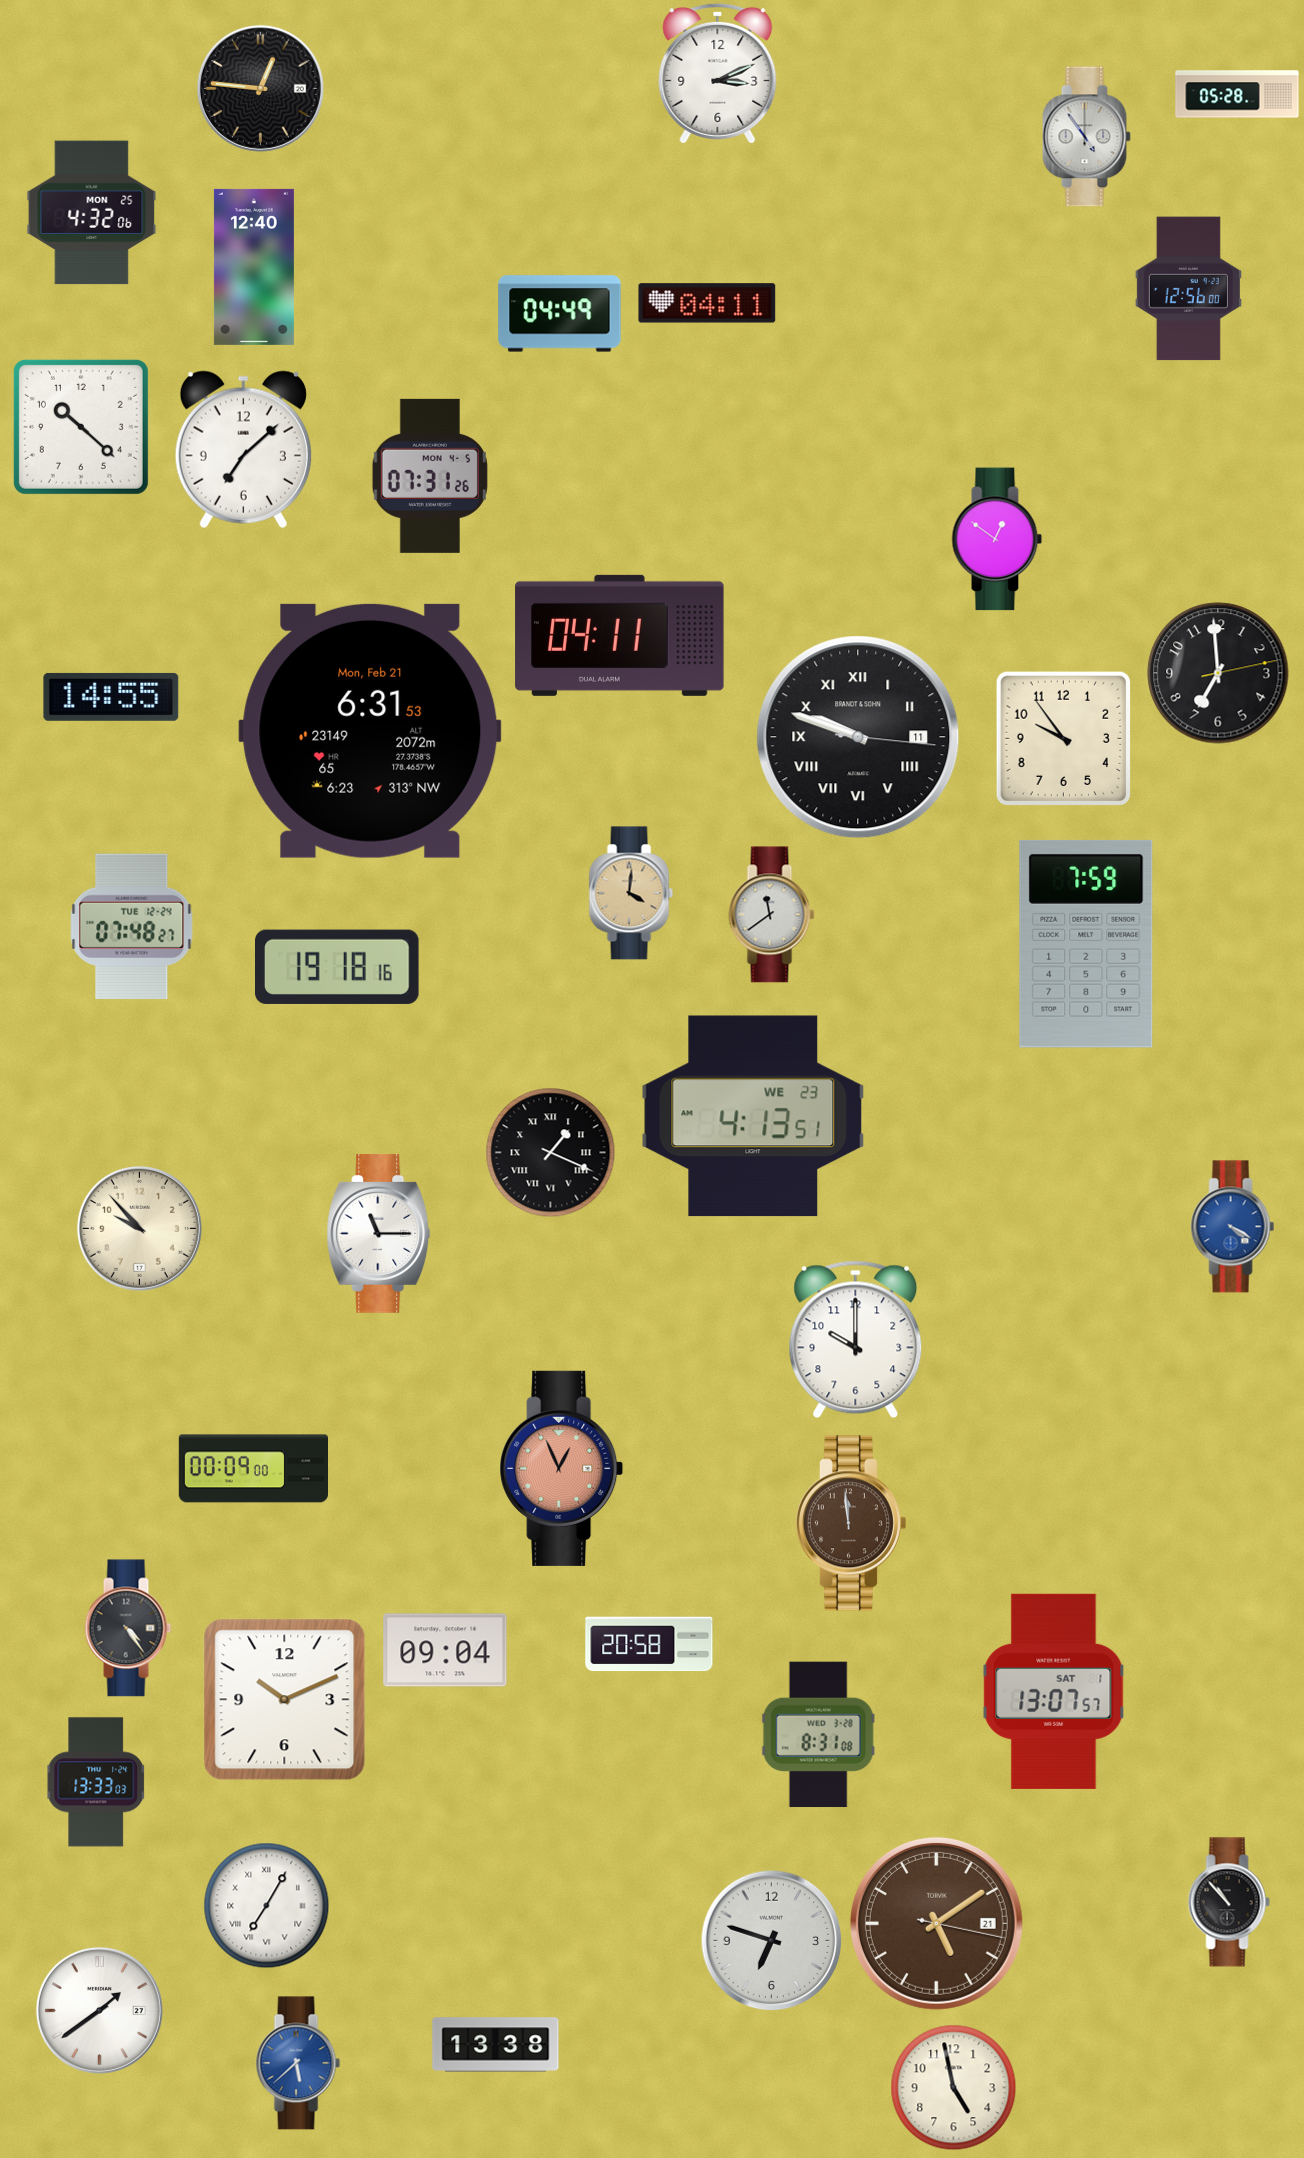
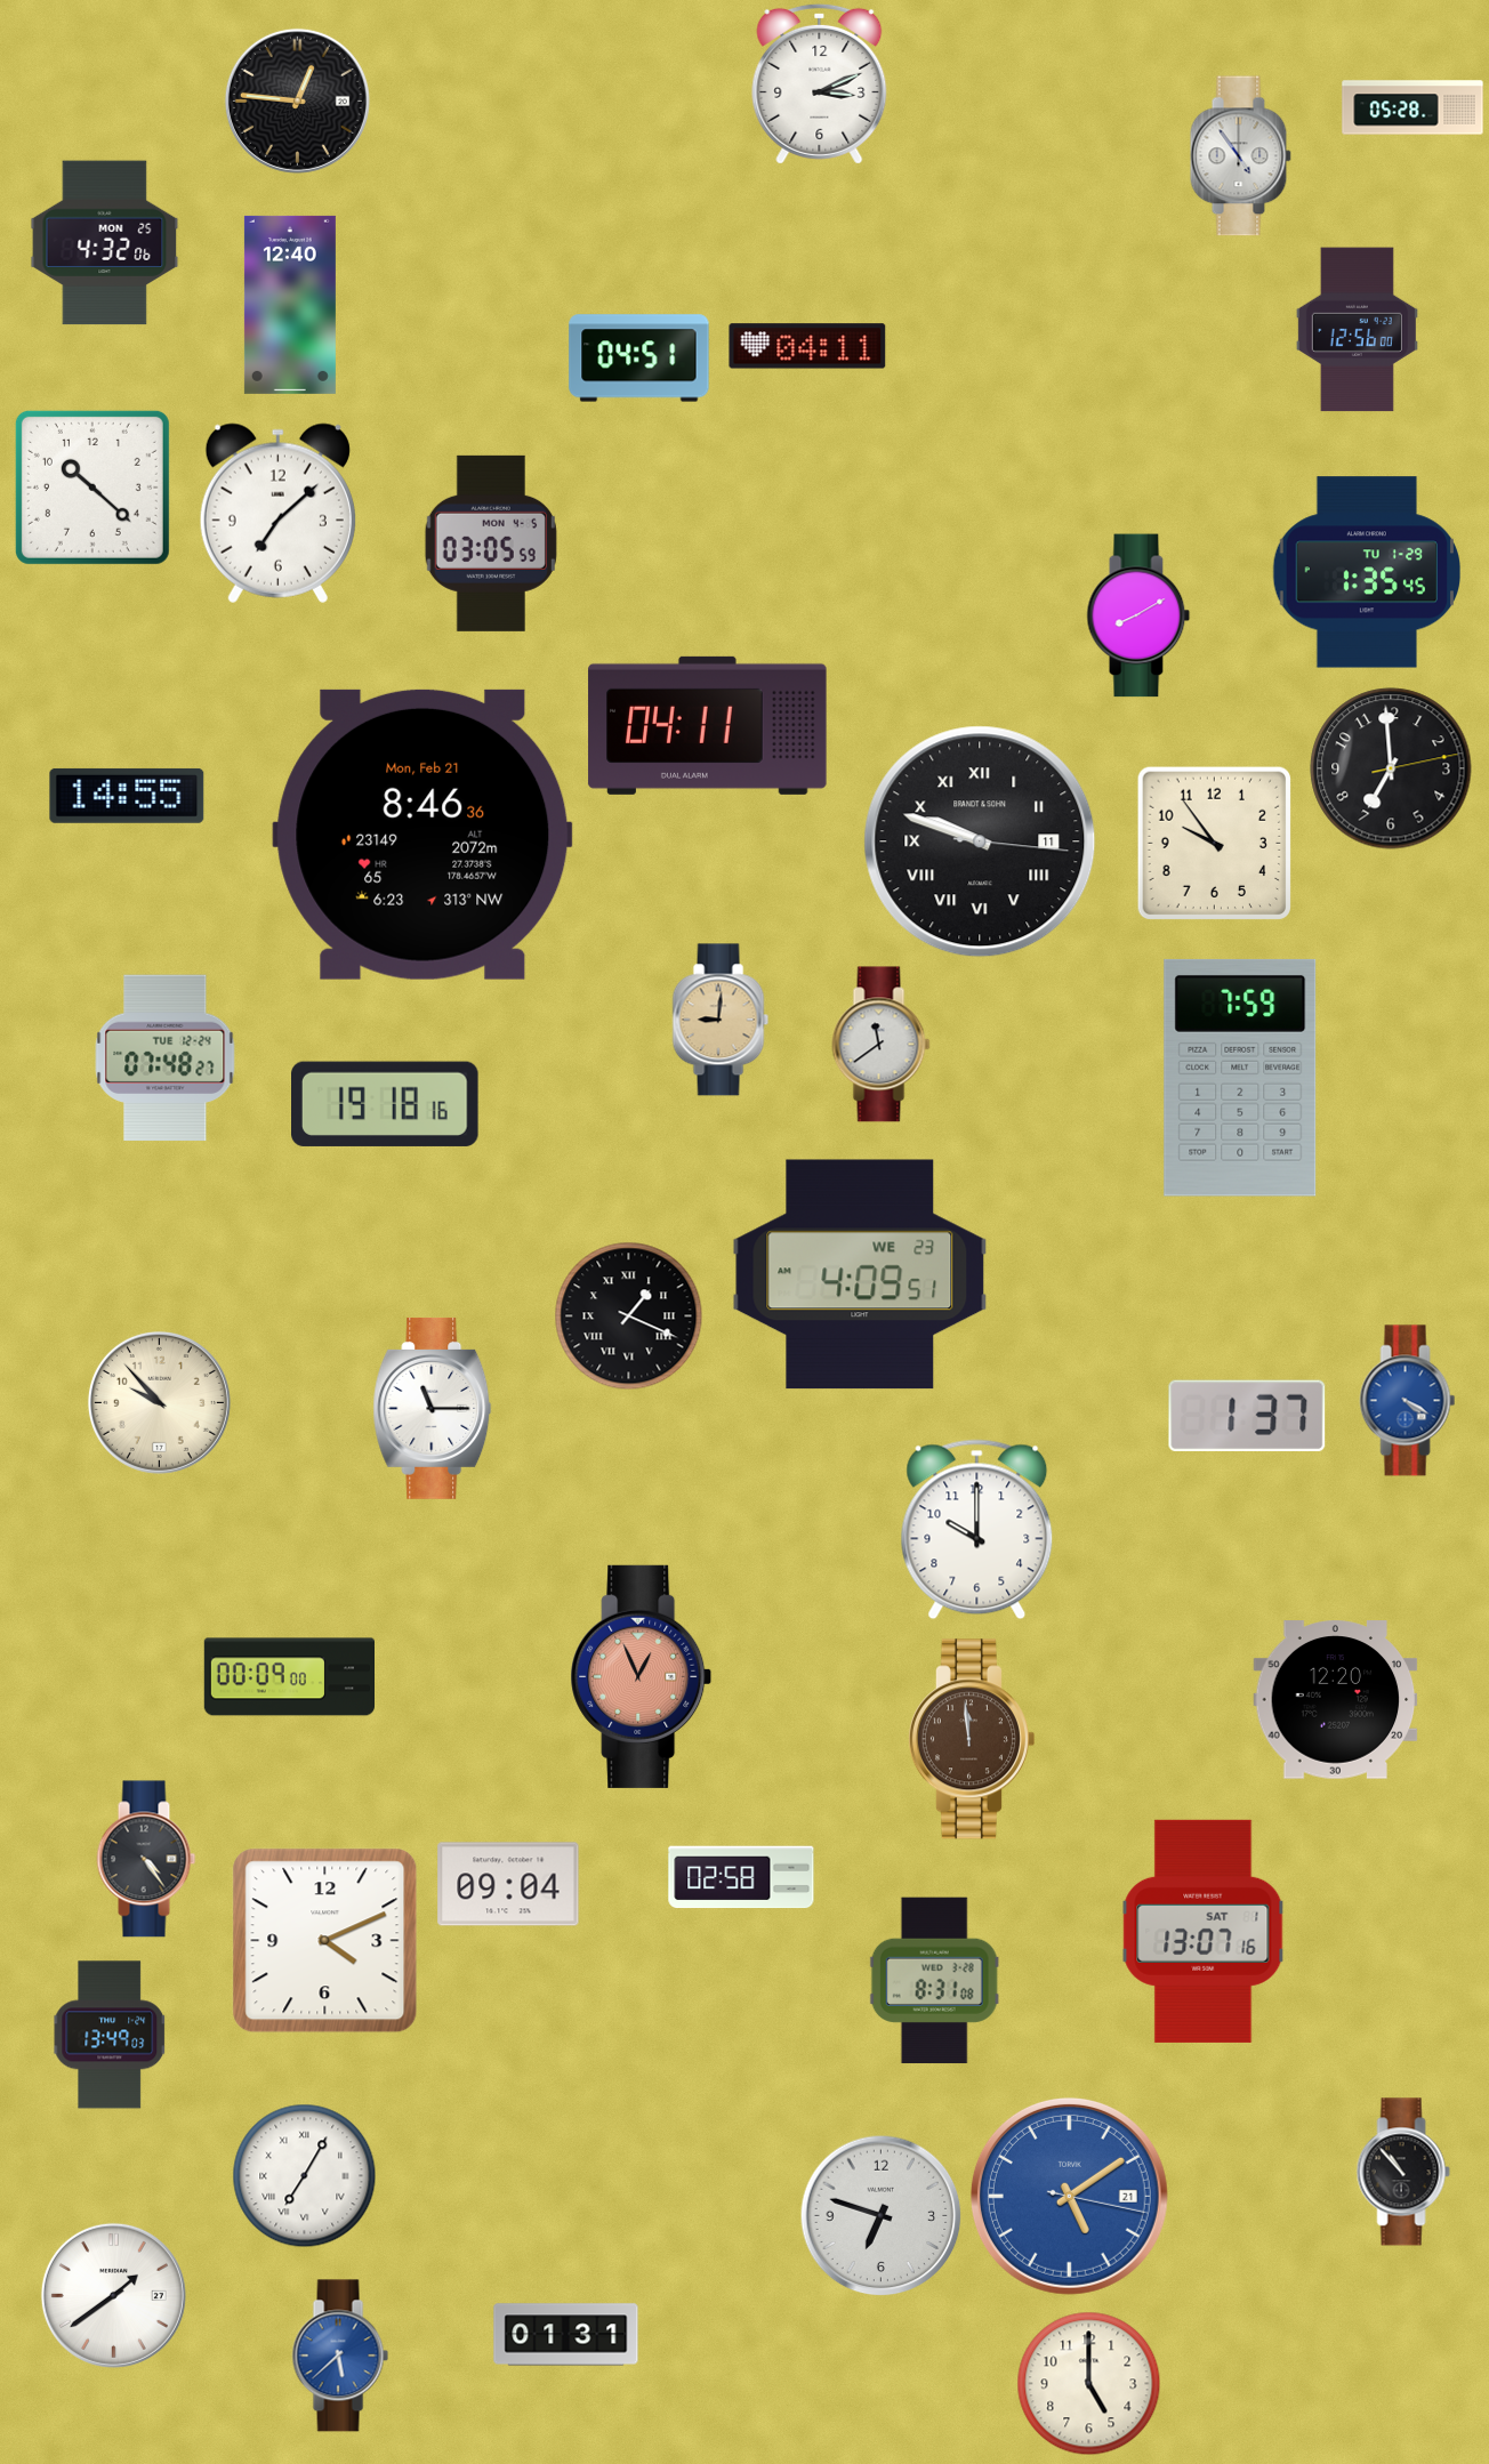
clock at (560, 314): 04:49 -> 04:51
clock at (430, 476): 07:31 -> 03:05
clock at (1366, 572): none -> 1:35
clock at (997, 539): 12:51 -> 8:10
clock at (370, 731): 6:31 -> 8:46
clock at (631, 893): 4:01 -> 9:01
clock at (132, 927) position: (132, 927) -> (166, 1058)
clock at (753, 1116): 4:13 -> 4:09
clock at (1247, 1415): none -> 1:37
clock at (1336, 1700): none -> 12:20
clock at (649, 1644): 20:58 -> 02:58
clock at (1054, 1691): 13:07:57 -> 13:07:16
clock at (285, 1700): 10:11 -> 4:11
clock at (96, 1782): 13:33 -> 13:49
clock at (936, 1923) dial: brown -> blue
clock at (496, 2045): 13:38 -> 01:31
clock at (954, 2088): 4:58 -> 5:00
